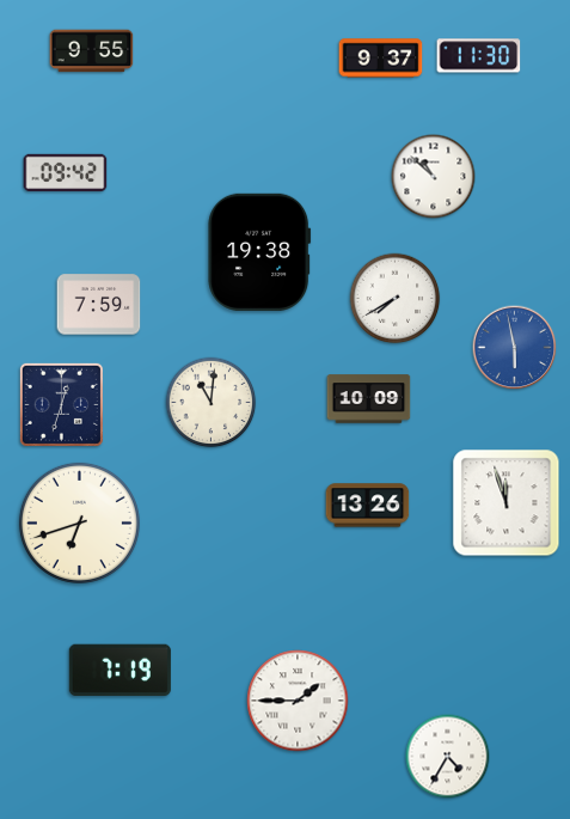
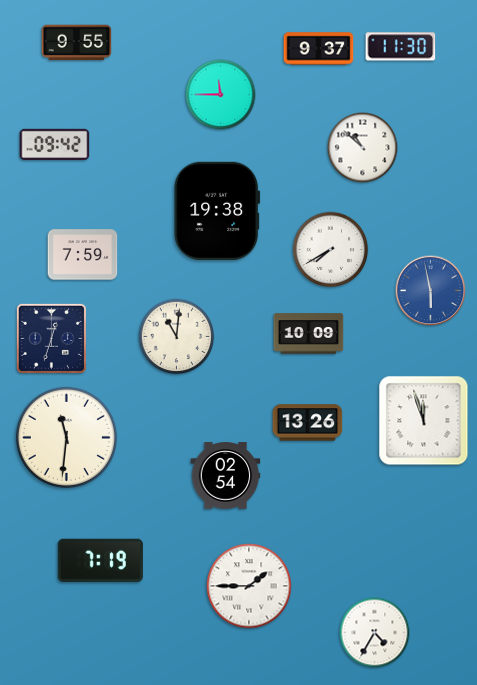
clock at (221, 95): none -> 11:45
clock at (79, 522): 6:42 -> 11:31
clock at (226, 476): none -> 02:54
